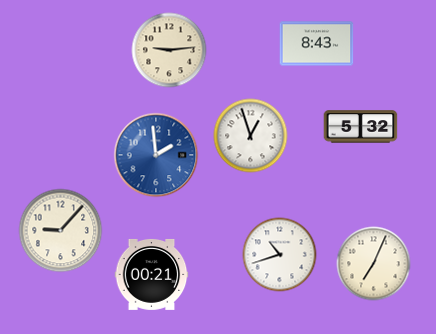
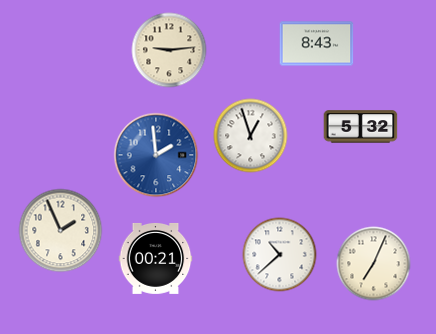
clock at (61, 231): 9:07 -> 1:56
clock at (280, 255): 10:42 -> 10:38
clock at (152, 274) position: (152, 274) -> (156, 258)
